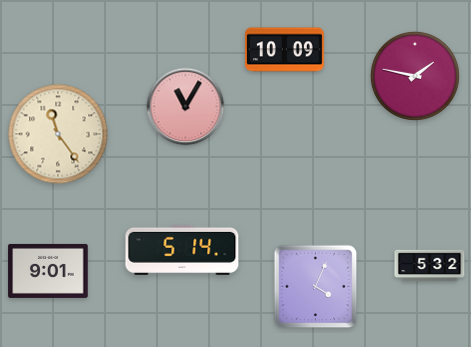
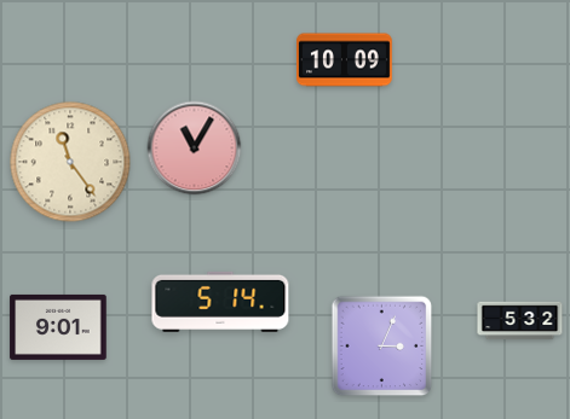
clock at (415, 76): 1:47 -> none
clock at (186, 107) position: (186, 107) -> (195, 149)
clock at (316, 287): 4:04 -> 3:04
